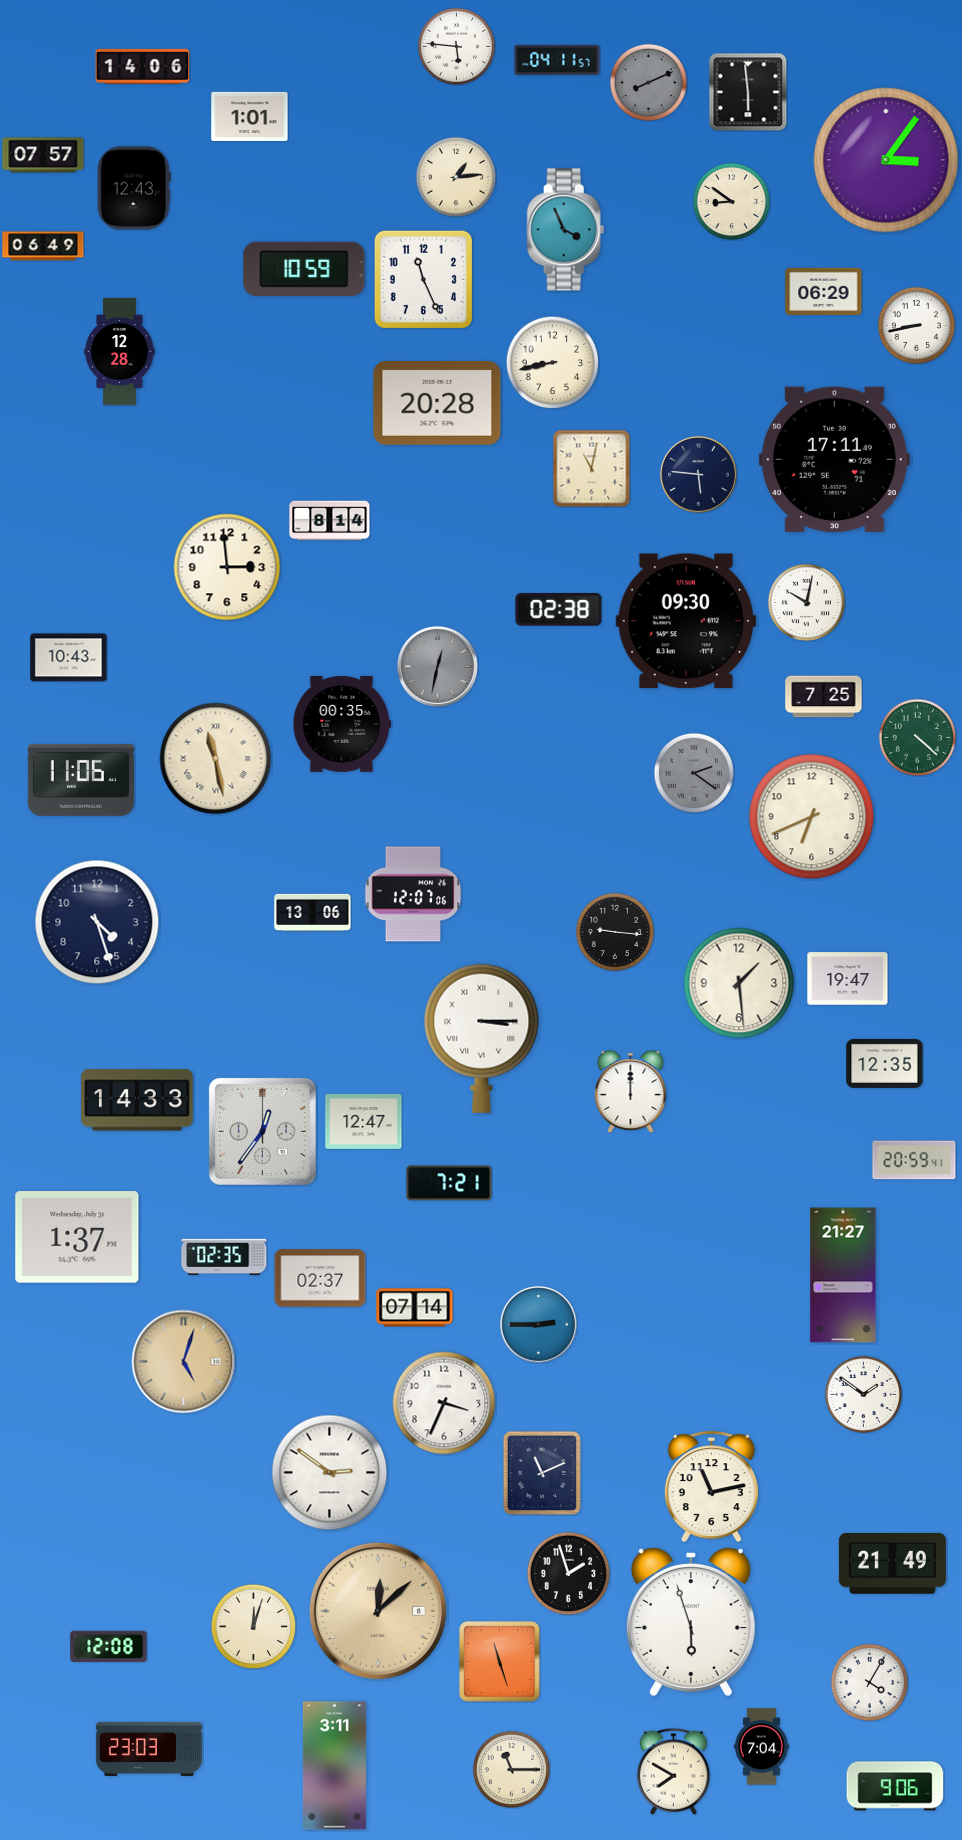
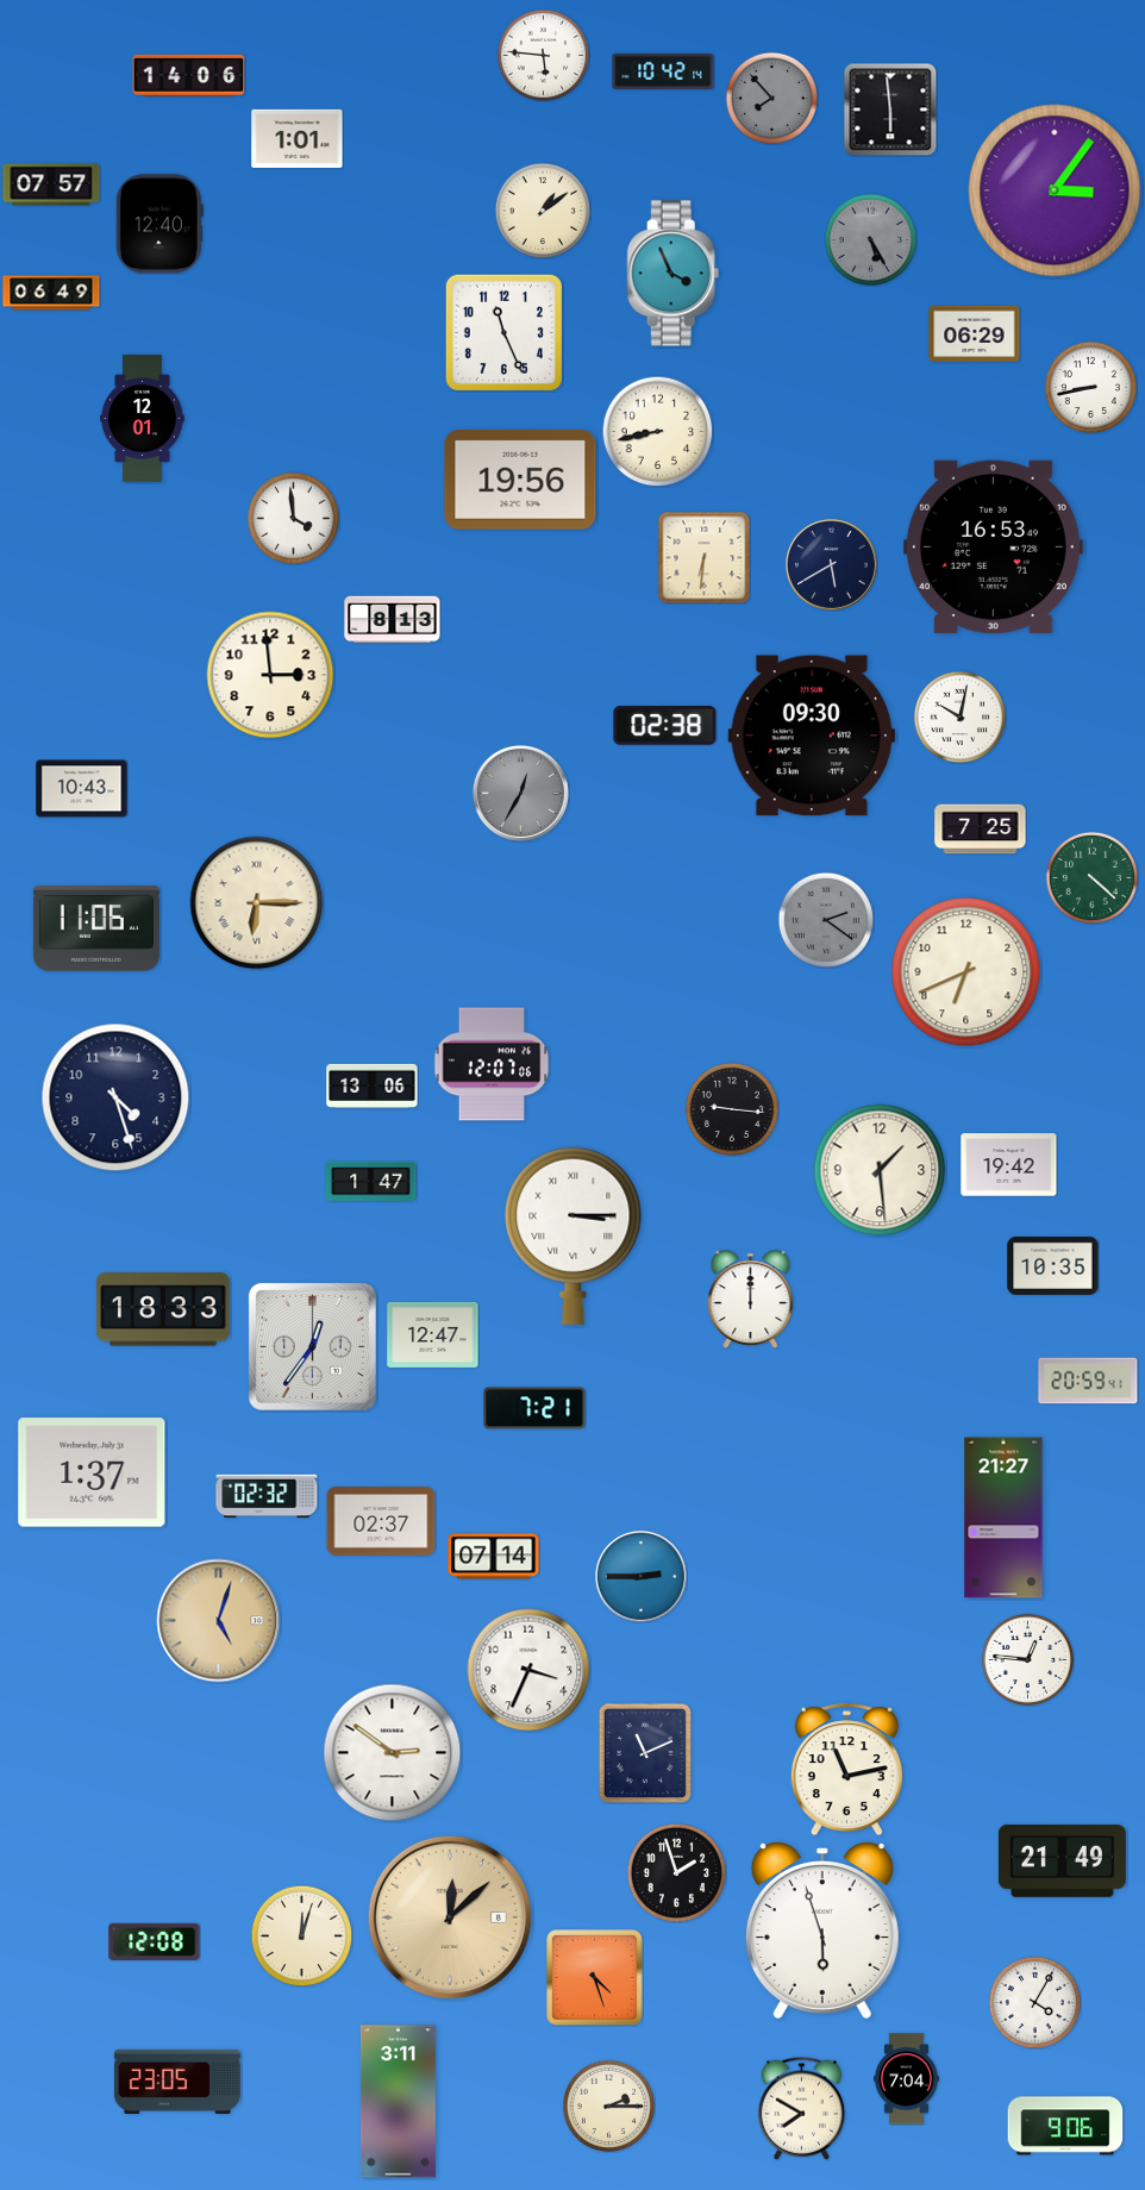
clock at (557, 59): 04:11 -> 10:42
clock at (143, 66) position: (143, 66) -> (189, 75)
clock at (648, 82): 8:11 -> 7:53
clock at (455, 176): 1:14 -> 1:09
clock at (134, 188): 12:43 -> 12:40
clock at (731, 201): 8:51 -> 5:25
clock at (731, 201) dial: cream -> grey
clock at (304, 269): 10:59 -> none
clock at (824, 291) position: (824, 291) -> (975, 333)
clock at (120, 351): 12:28 -> 12:01
clock at (437, 403): 20:28 -> 19:56
clock at (293, 518): none -> 3:59
clock at (834, 459): 17:11 -> 16:53
clock at (591, 468): 11:02 -> 6:31
clock at (698, 474): 5:46 -> 5:40
clock at (330, 521): 8:14 -> 8:13
clock at (685, 621) position: (685, 621) -> (811, 736)
clock at (69, 658) position: (69, 658) -> (82, 789)
clock at (437, 666): 12:32 -> 12:35
clock at (342, 724): 00:35 -> none
clock at (216, 759): 11:28 -> 6:15
clock at (848, 979): 19:47 -> 19:42
clock at (371, 1182): none -> 1:47
clock at (885, 1063): 12:35 -> 10:35
clock at (138, 1100): 14:33 -> 18:33
clock at (224, 1257): 02:35 -> 02:32
clock at (863, 1394): 1:51 -> 12:46
clock at (109, 1646) position: (109, 1646) -> (155, 1941)
clock at (500, 1662): 11:27 -> 4:27
clock at (149, 1749): 23:03 -> 23:05
clock at (511, 1769): 11:15 -> 2:15
